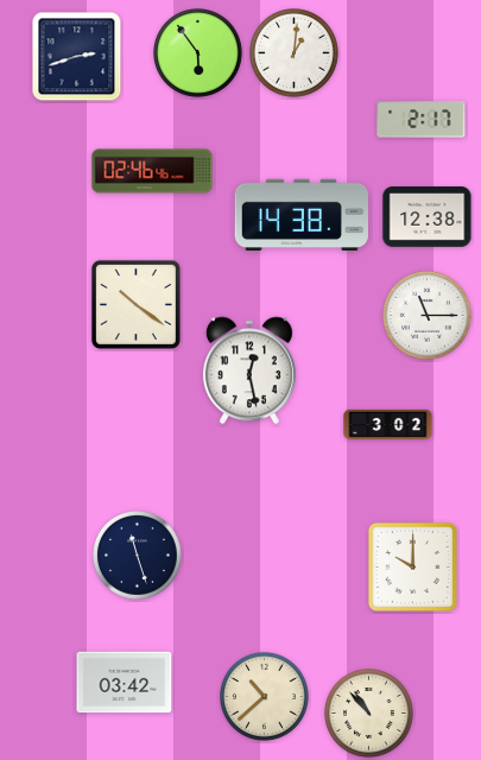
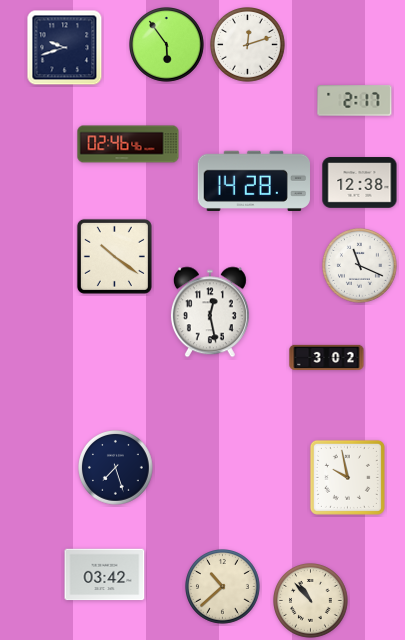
clock at (295, 53): 1:01 -> 12:12
clock at (77, 57): 2:42 -> 9:42
clock at (300, 214): 14:38 -> 14:28
clock at (428, 316): 11:15 -> 11:19
clock at (138, 556): 11:27 -> 7:27
clock at (412, 566): 10:00 -> 9:58
